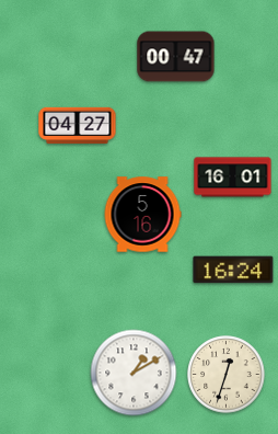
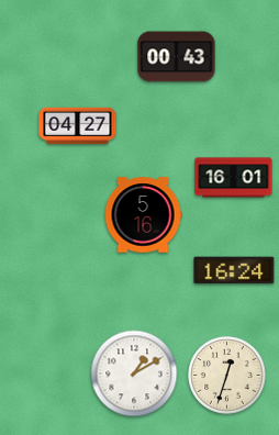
clock at (176, 57): 00:47 -> 00:43
